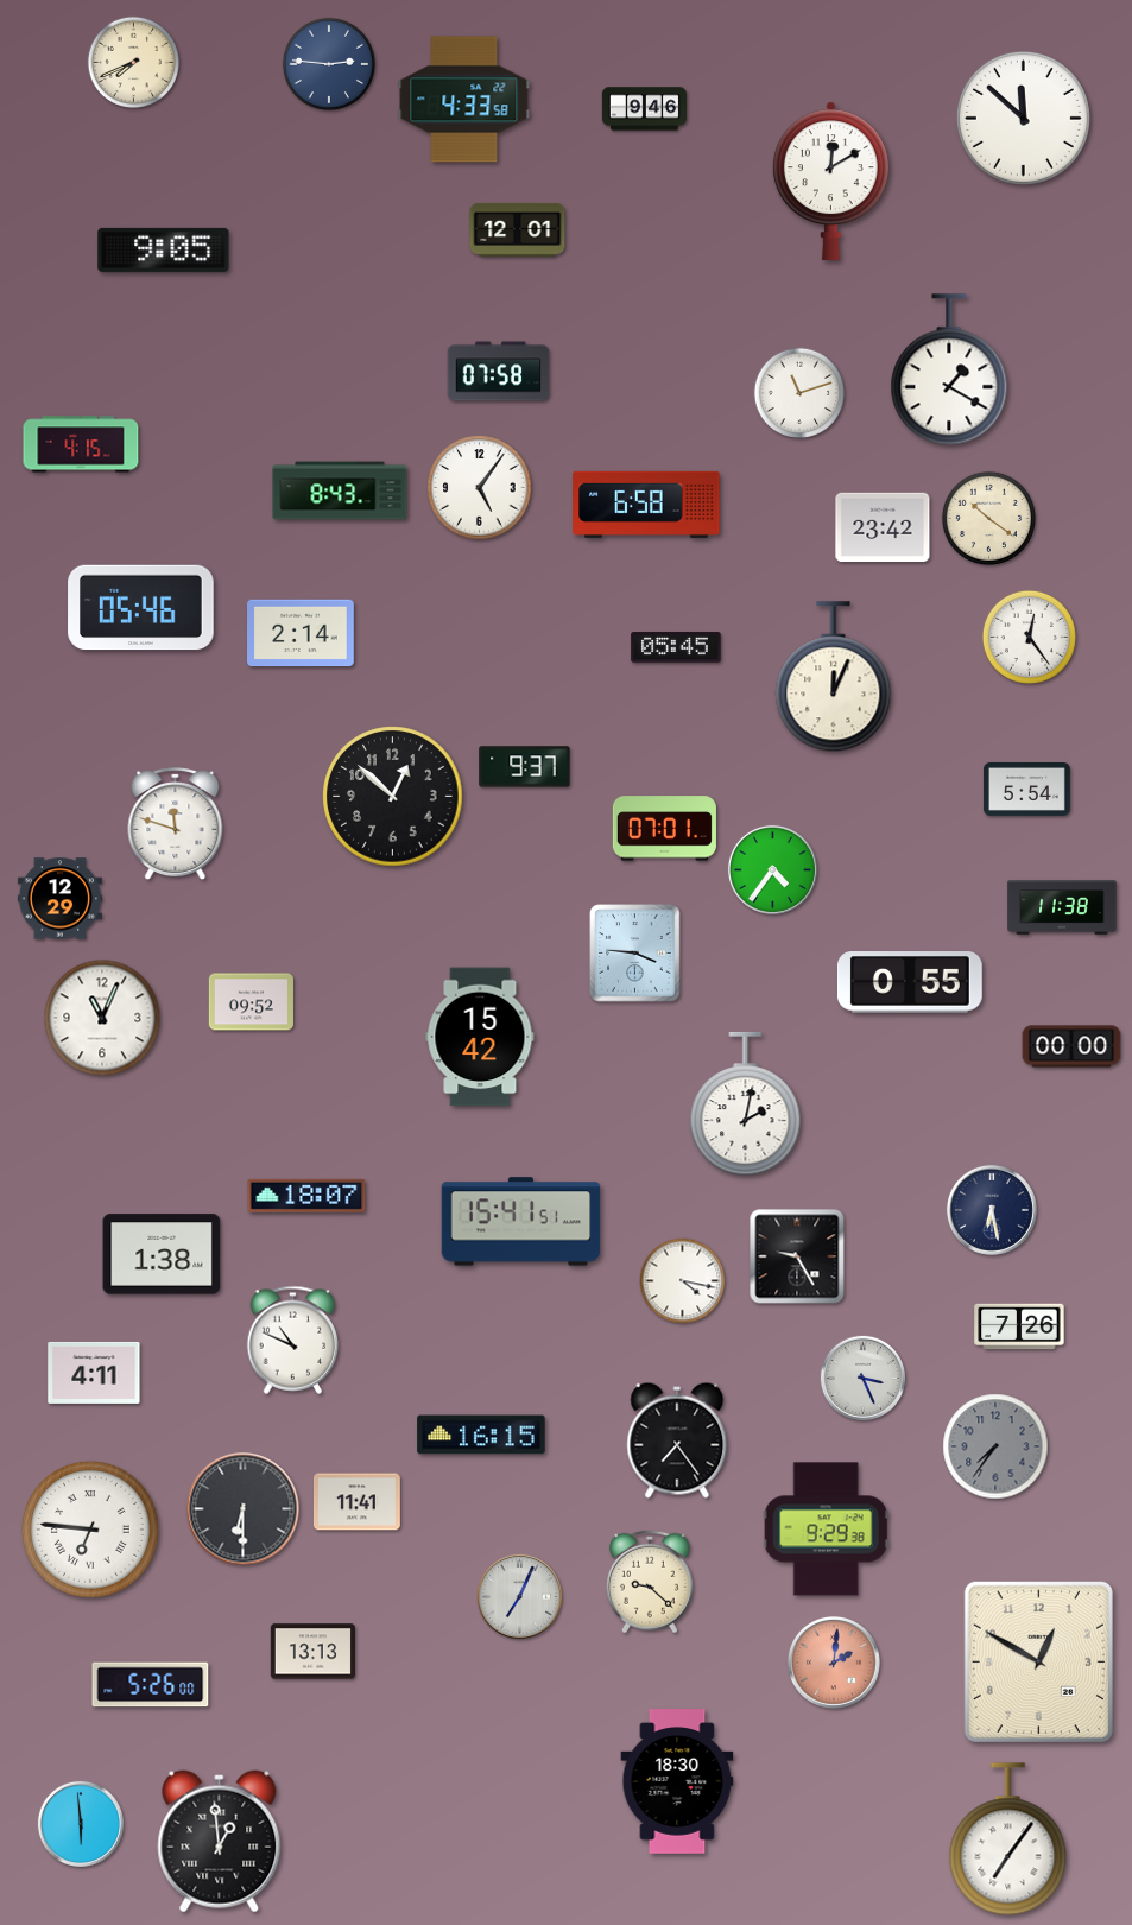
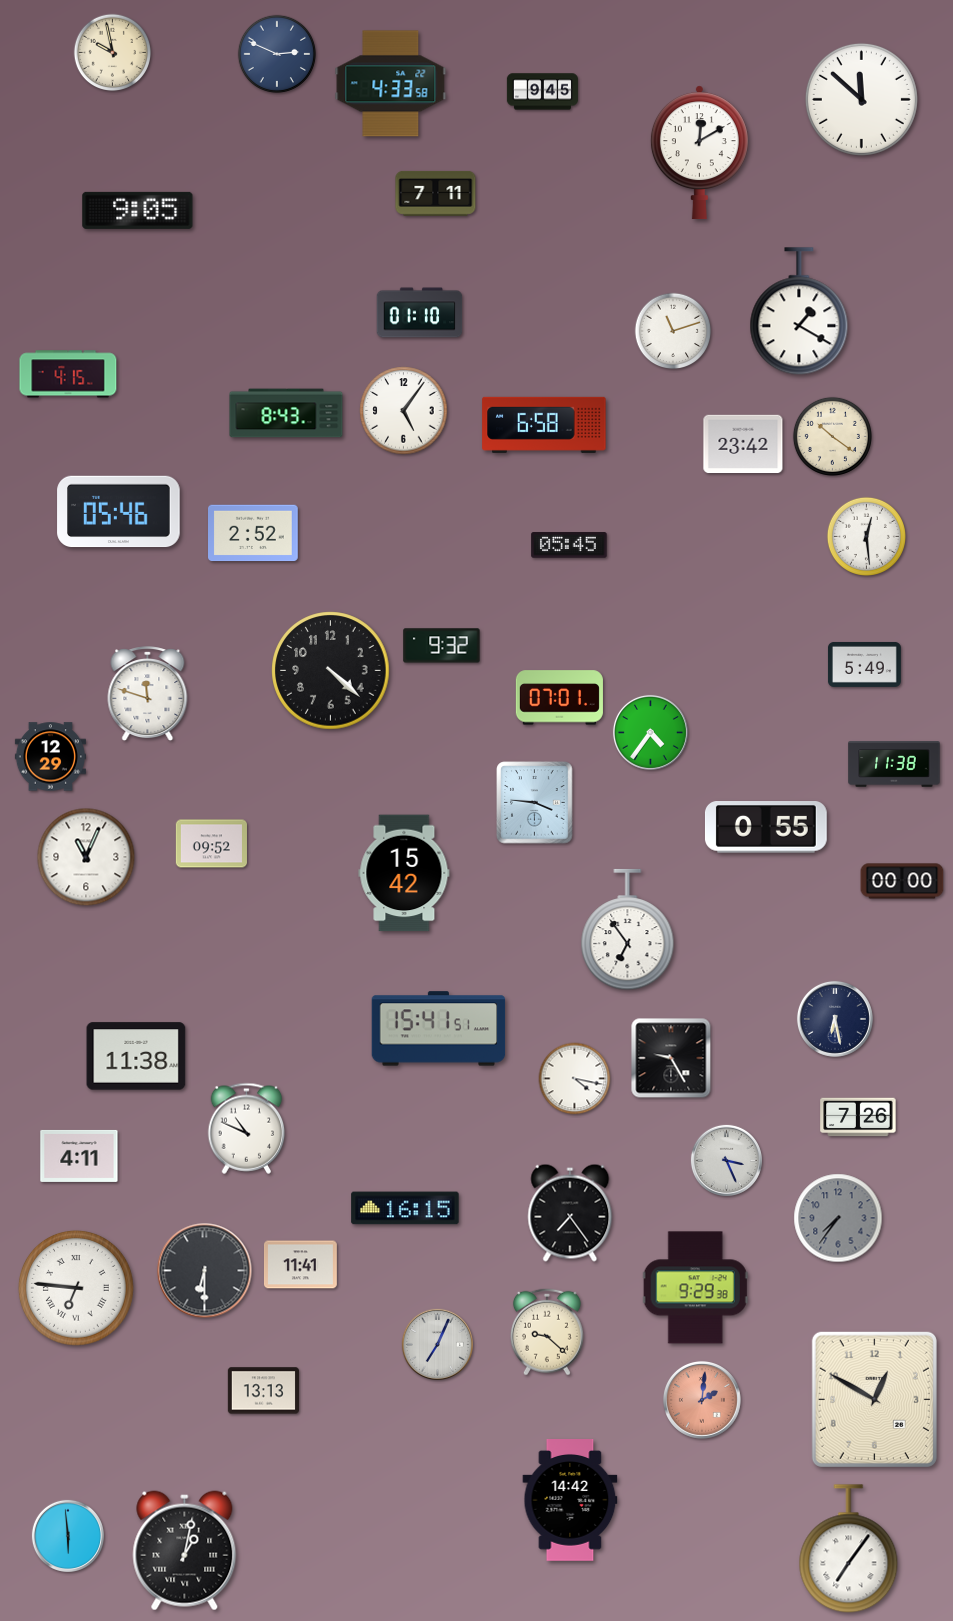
clock at (134, 63): 7:41 -> 9:58
clock at (328, 63): 2:46 -> 2:49
clock at (644, 109): 9:46 -> 9:45
clock at (518, 229): 12:01 -> 7:11
clock at (499, 372): 07:58 -> 01:10
clock at (302, 633): 2:14 -> 2:52
clock at (1029, 637): 12:24 -> 12:29
clock at (834, 677): 12:04 -> none
clock at (525, 767): 9:37 -> 9:32
clock at (1026, 789): 5:54 -> 5:49
clock at (393, 797): 12:52 -> 4:22
clock at (746, 1104): 2:02 -> 6:54
clock at (306, 1196): 18:07 -> none
clock at (162, 1254): 1:38 -> 11:38
clock at (151, 1685): 5:26 -> none
clock at (677, 1782): 18:30 -> 14:42
clock at (220, 1842): 12:59 -> 1:02
